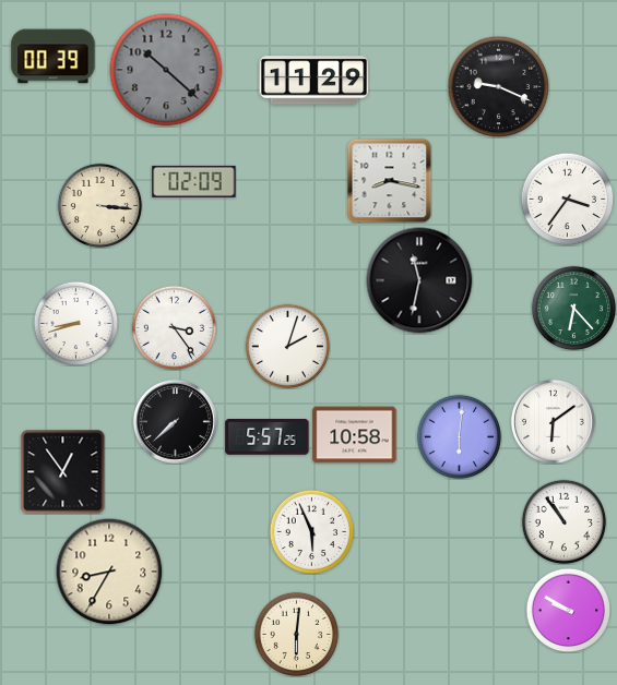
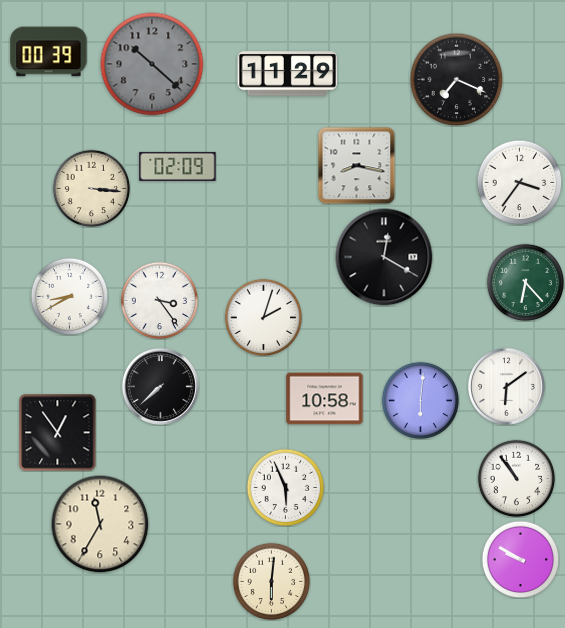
clock at (498, 86): 9:19 -> 7:19
clock at (419, 280): 11:32 -> 12:20
clock at (75, 323): 8:42 -> 8:40
clock at (268, 437): 5:57 -> none
clock at (109, 572): 8:35 -> 11:35
